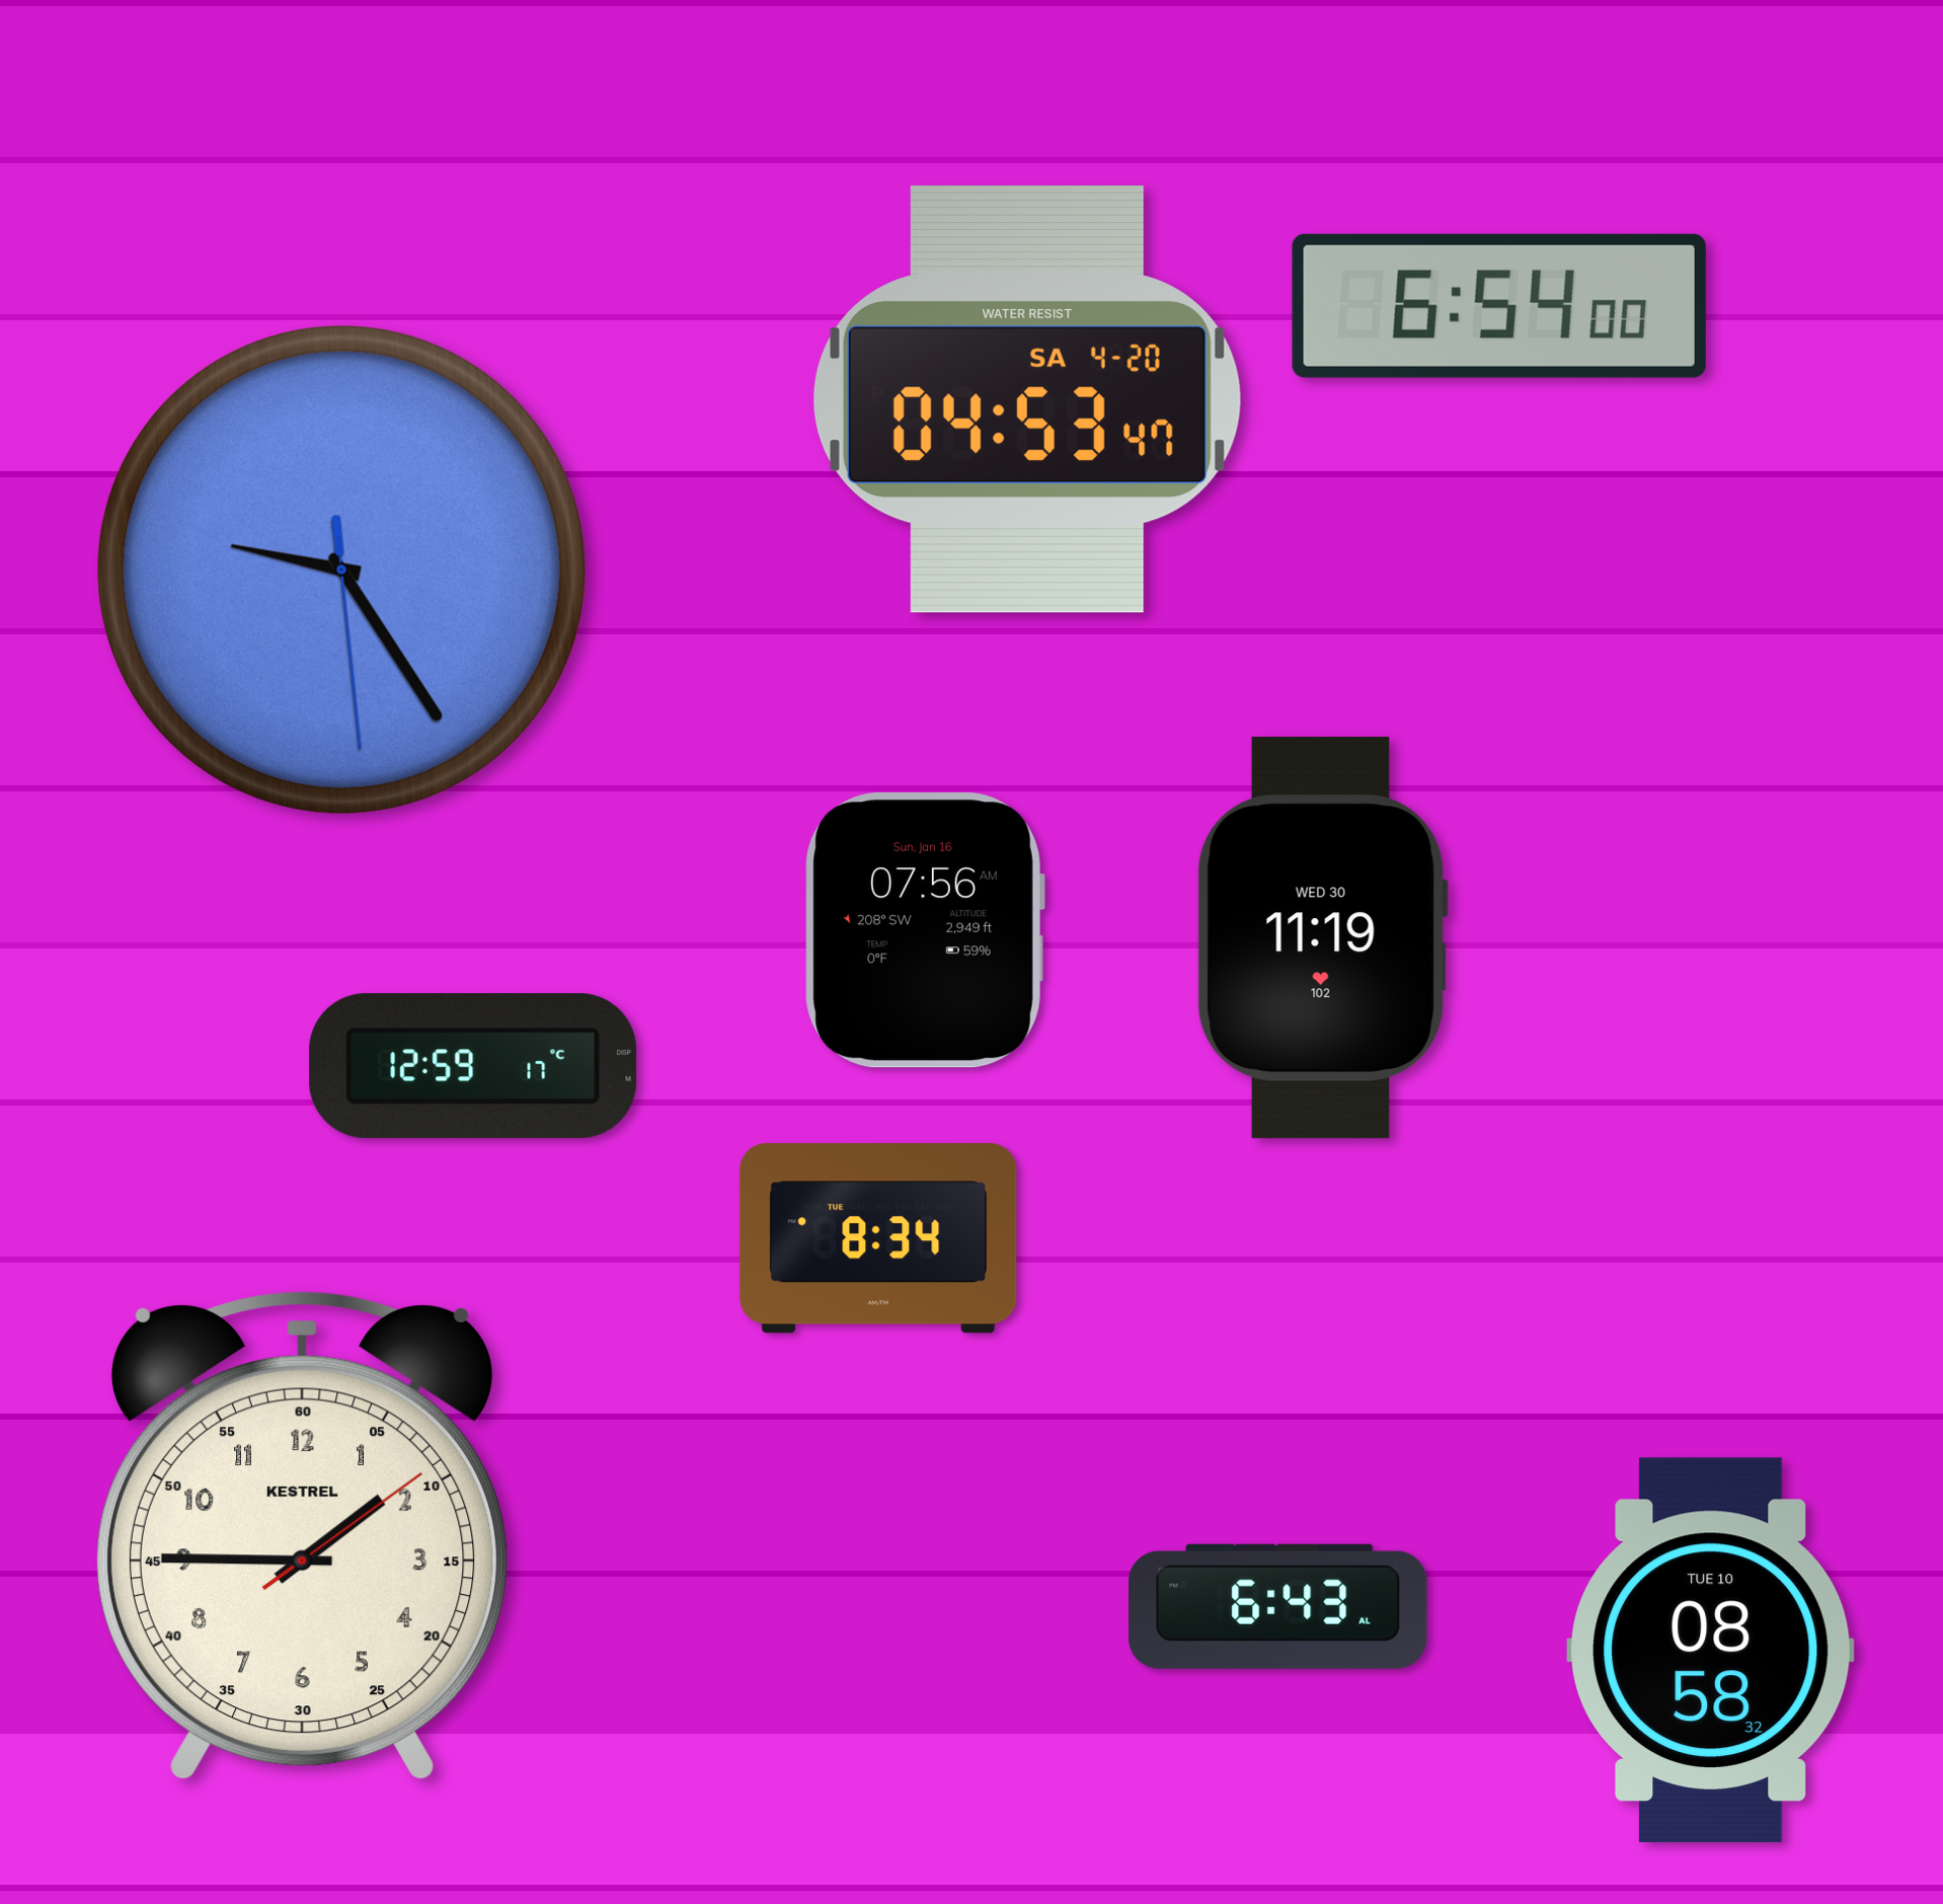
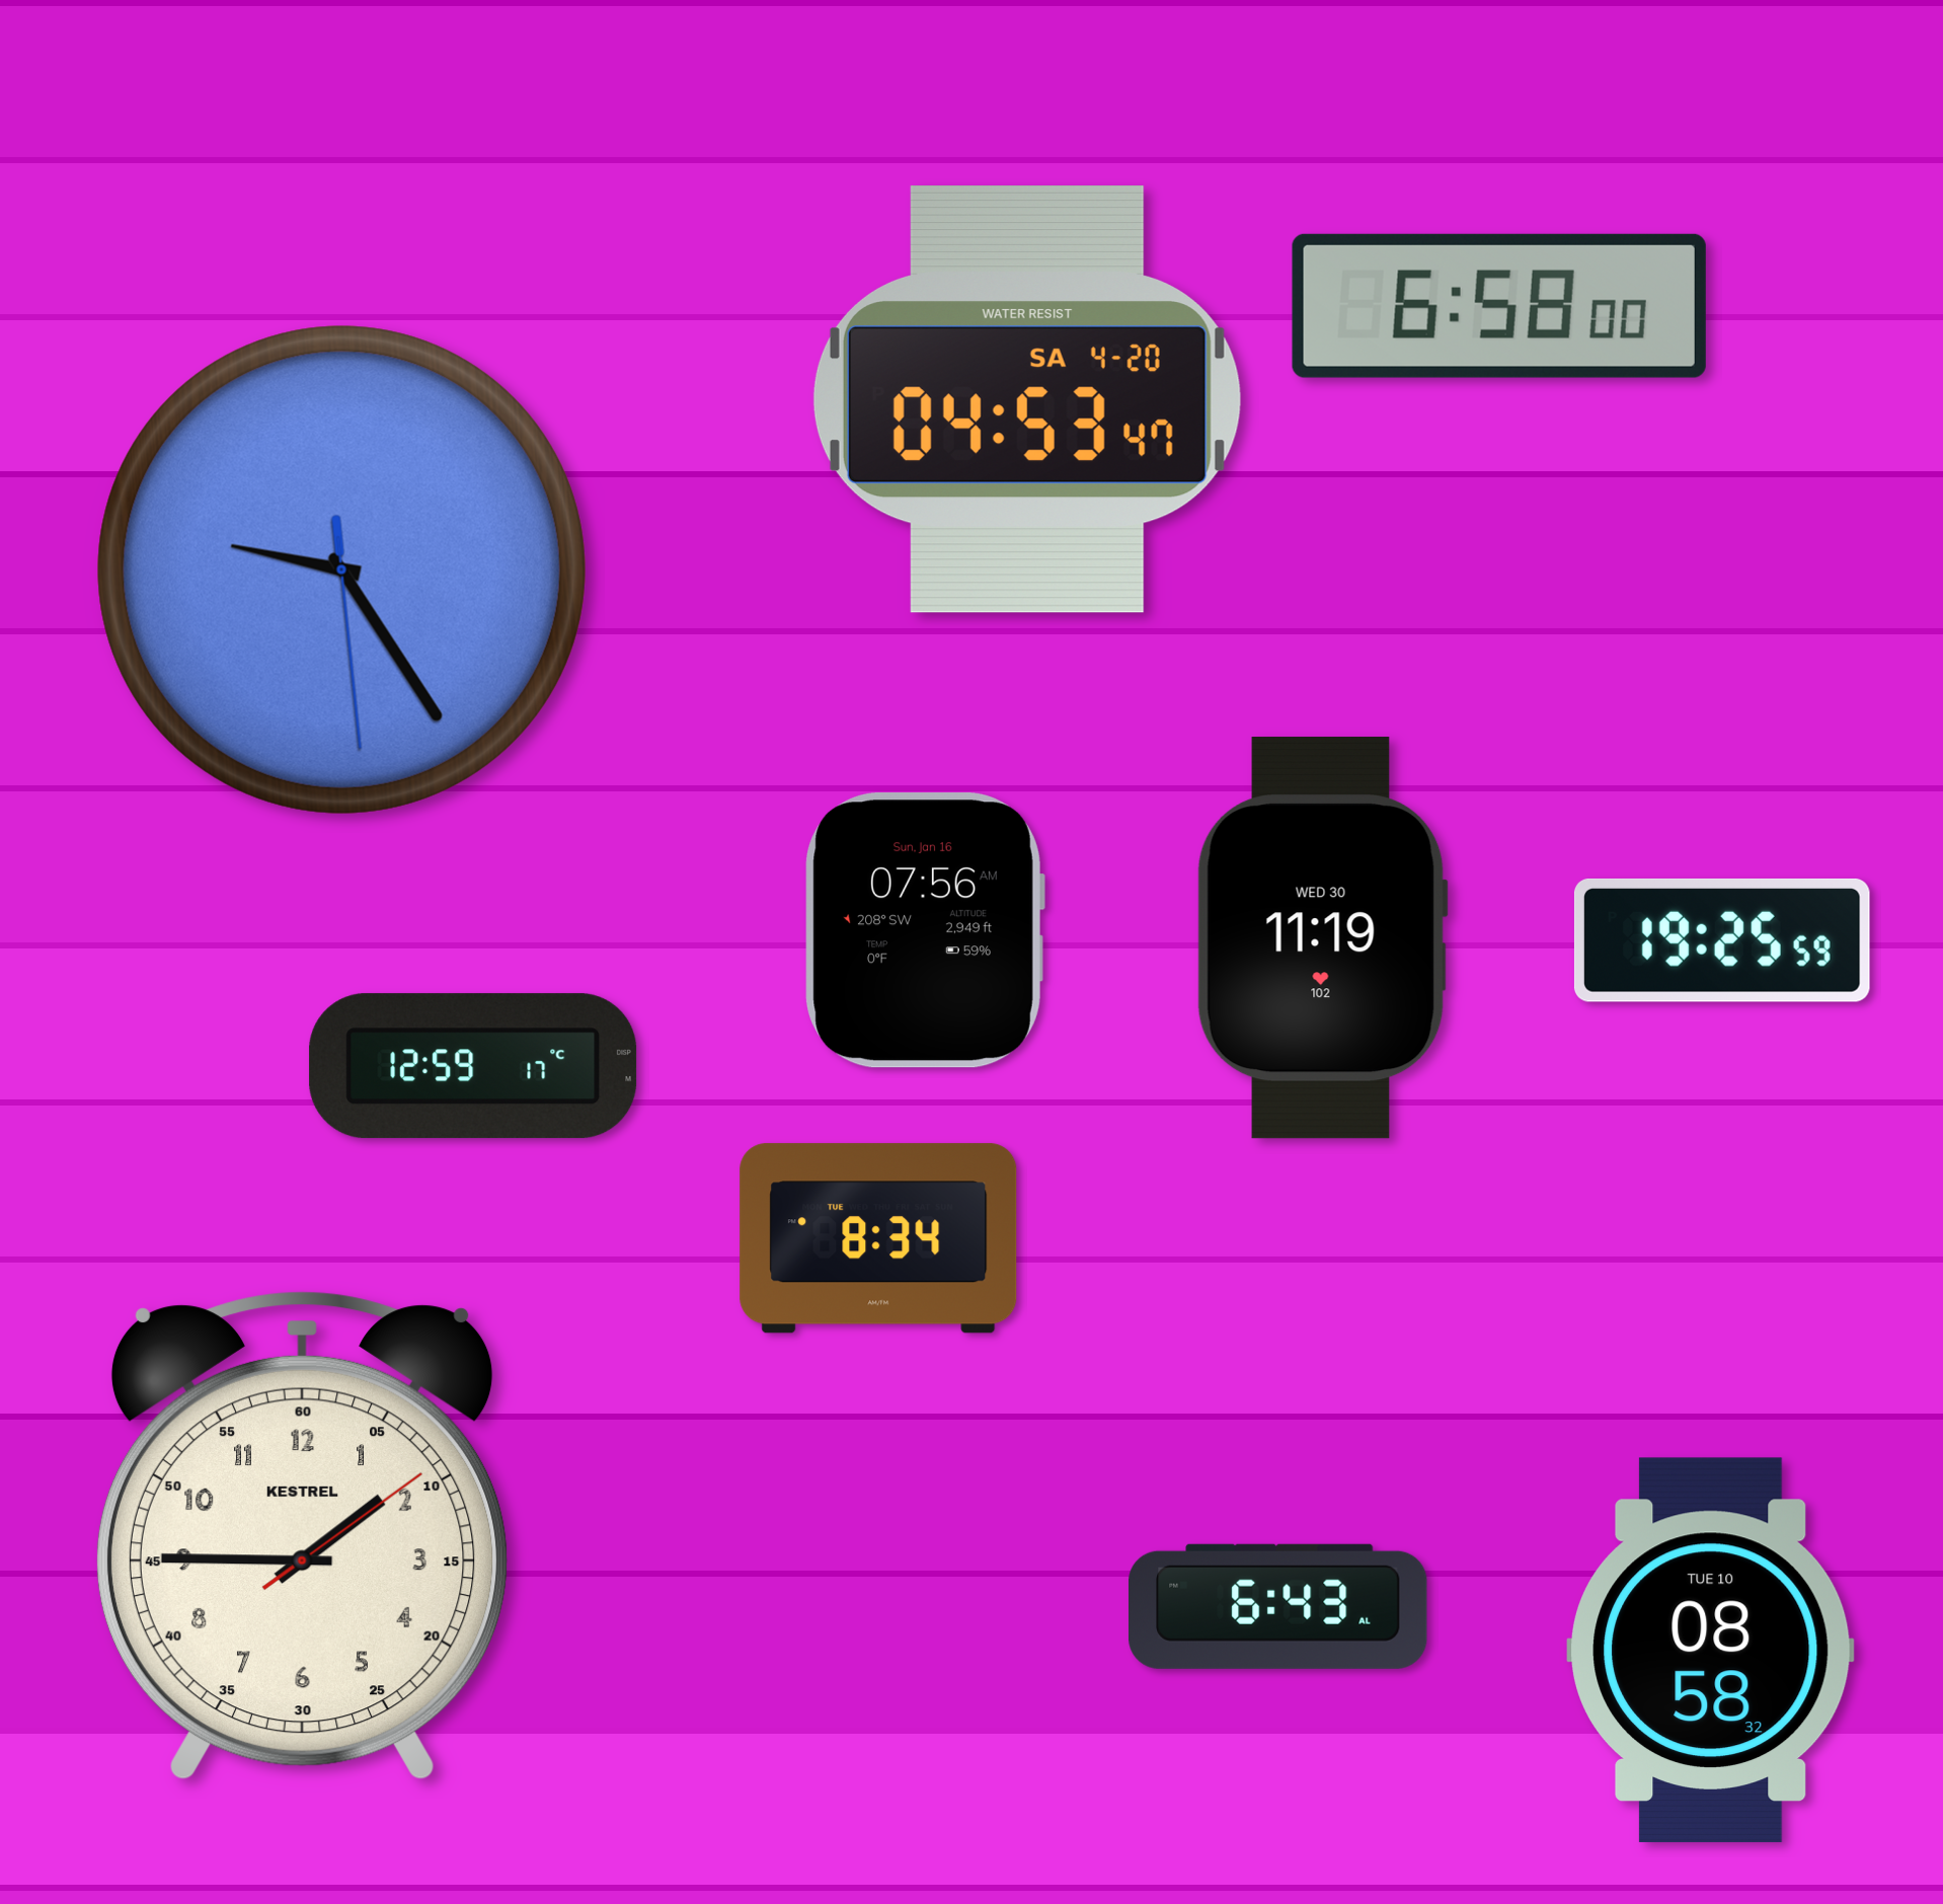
clock at (1499, 306): 6:54 -> 6:58
clock at (1722, 940): none -> 19:25
